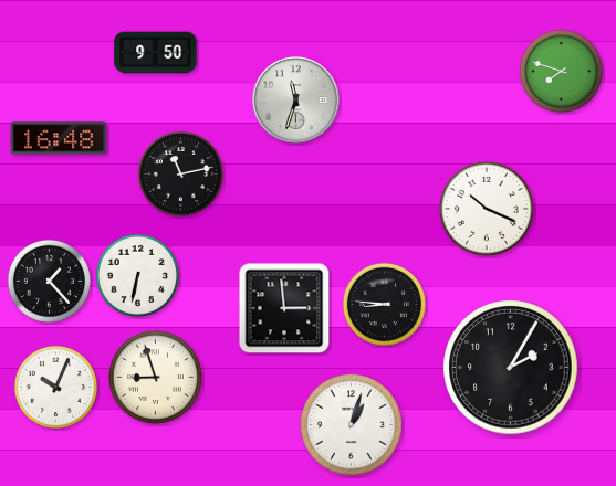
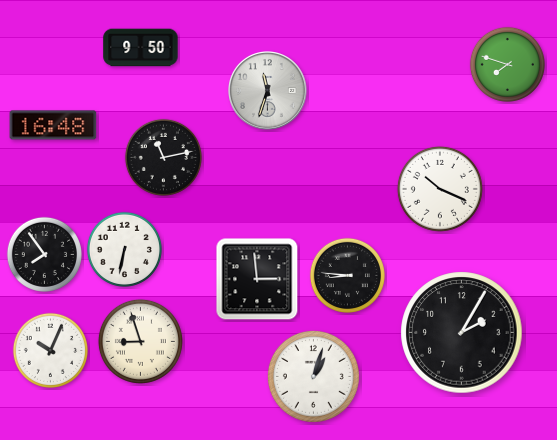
clock at (49, 281): 1:23 -> 7:54
clock at (351, 424) position: (351, 424) -> (313, 376)
